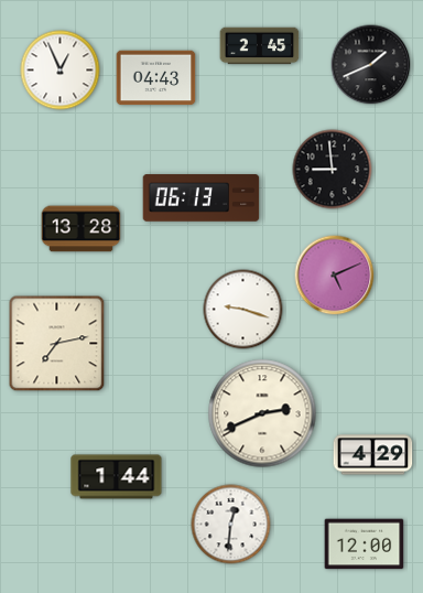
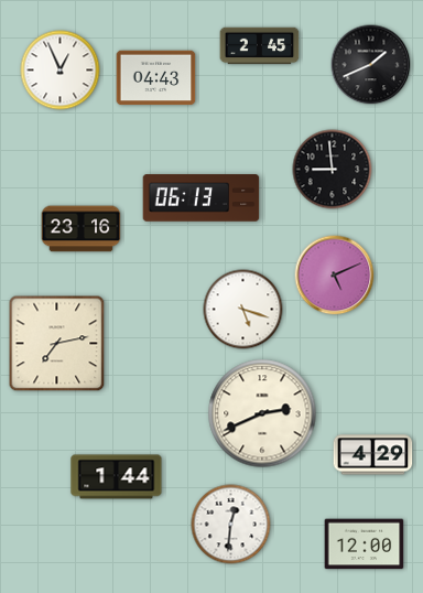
clock at (82, 229): 13:28 -> 23:16
clock at (243, 310): 9:18 -> 5:18
